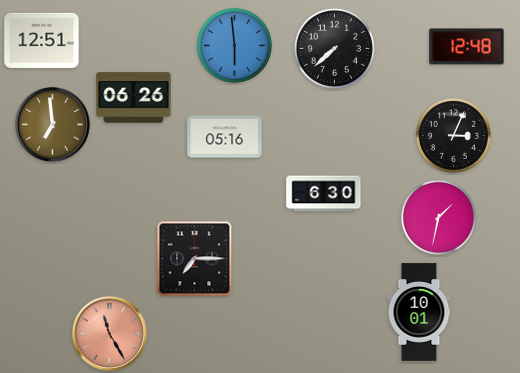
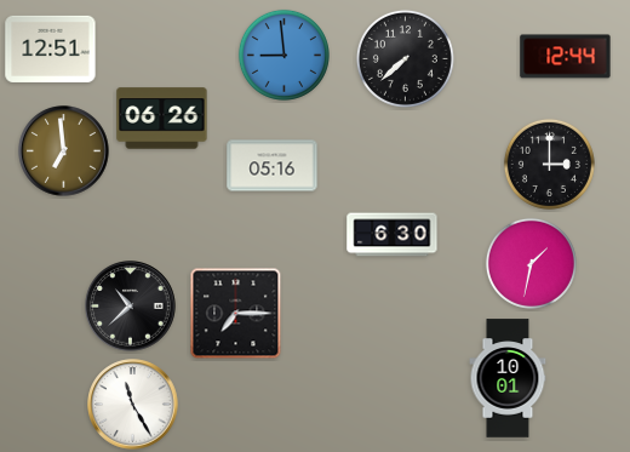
clock at (234, 45): 5:59 -> 8:59
clock at (467, 47): 12:48 -> 12:44
clock at (453, 135): 3:04 -> 3:00
clock at (131, 307): none -> 10:38
clock at (110, 334) dial: salmon -> white
